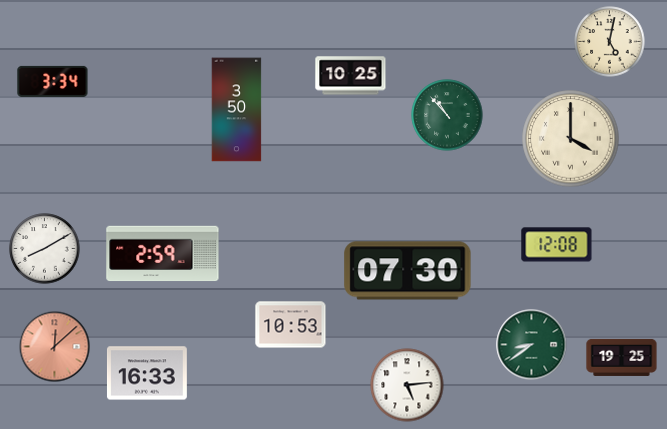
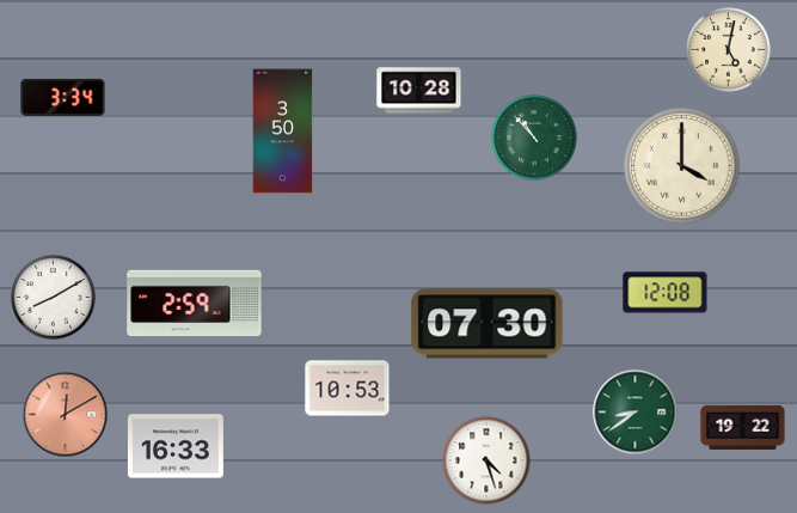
clock at (351, 76): 10:25 -> 10:28
clock at (55, 347): 12:08 -> 12:10
clock at (622, 357): 19:25 -> 19:22
clock at (407, 385): 5:14 -> 4:27
